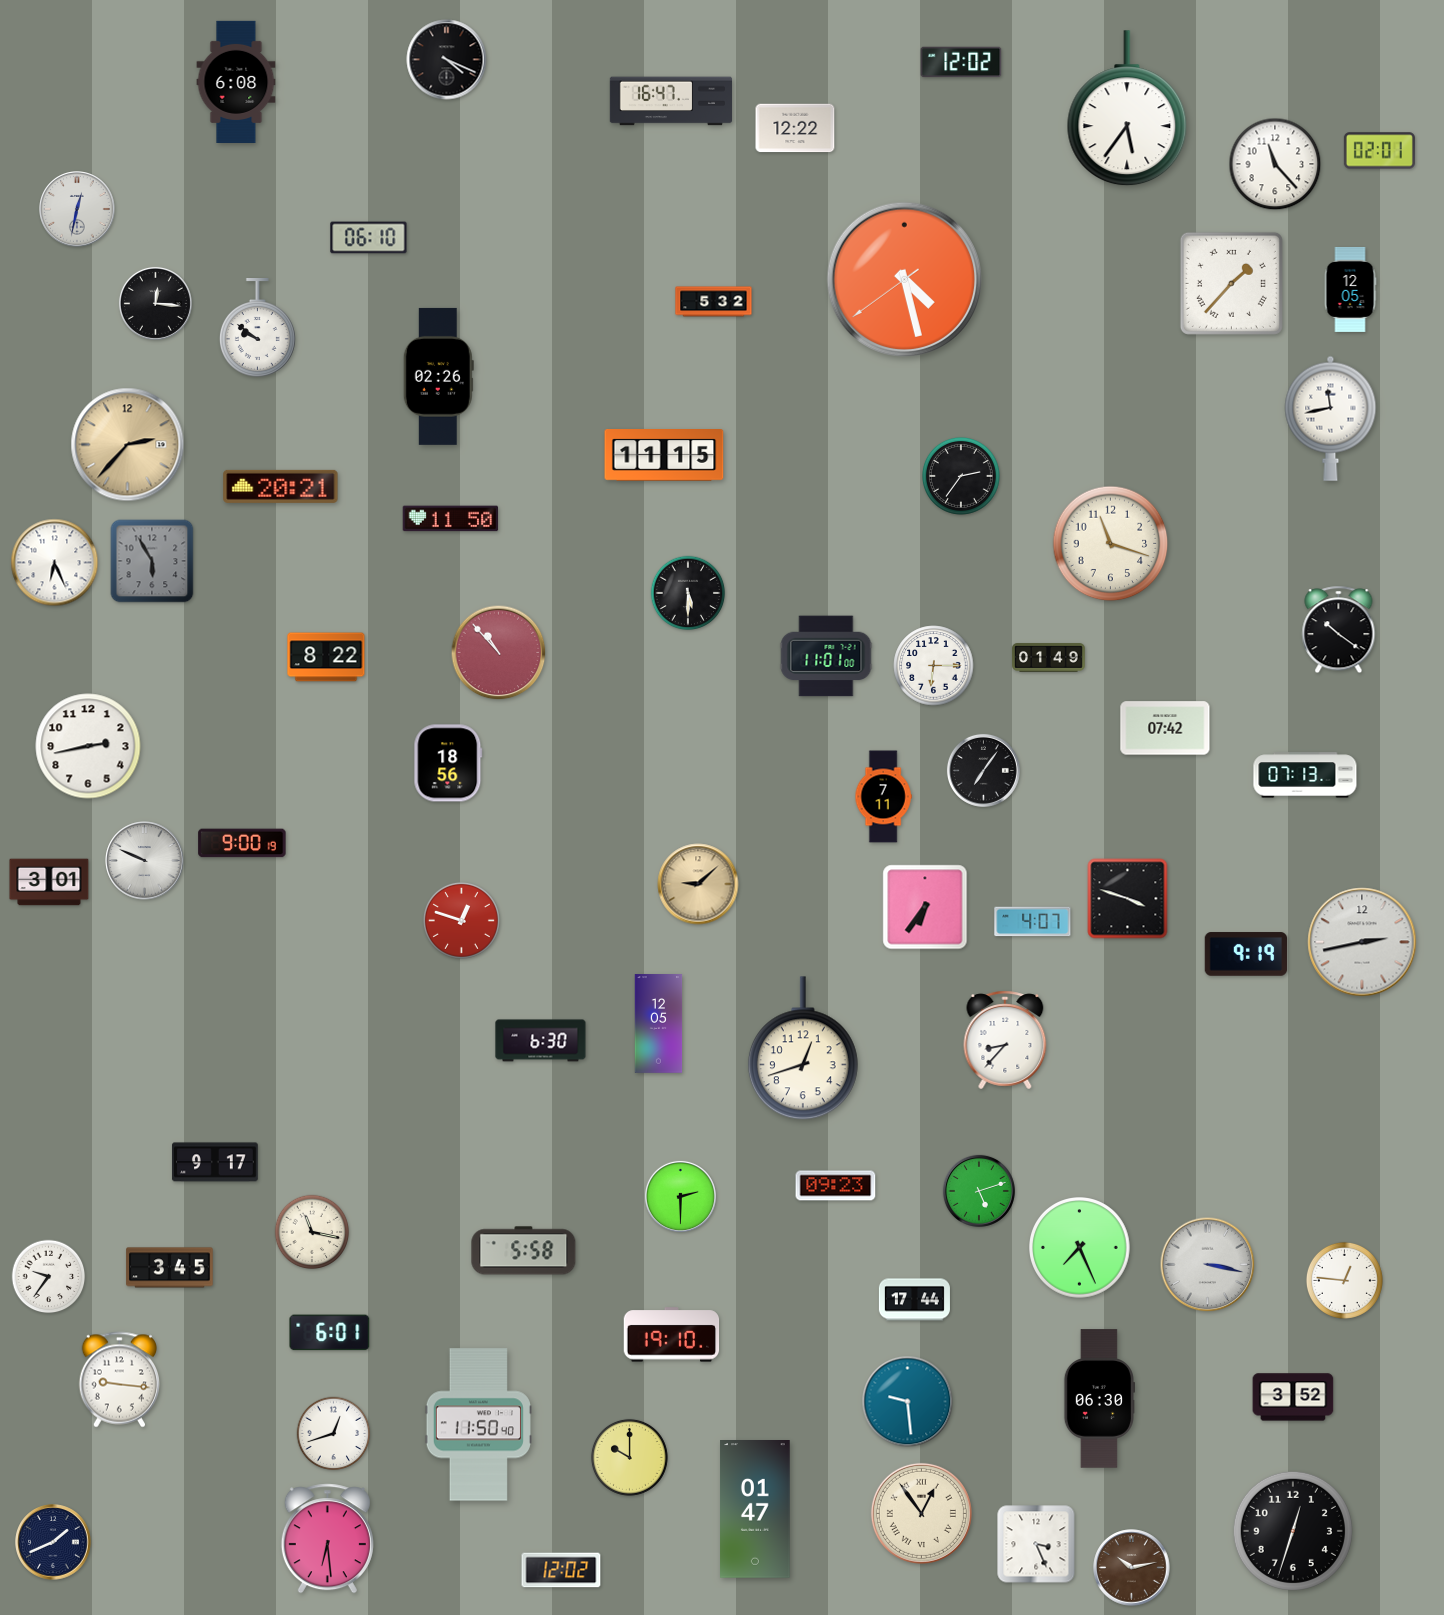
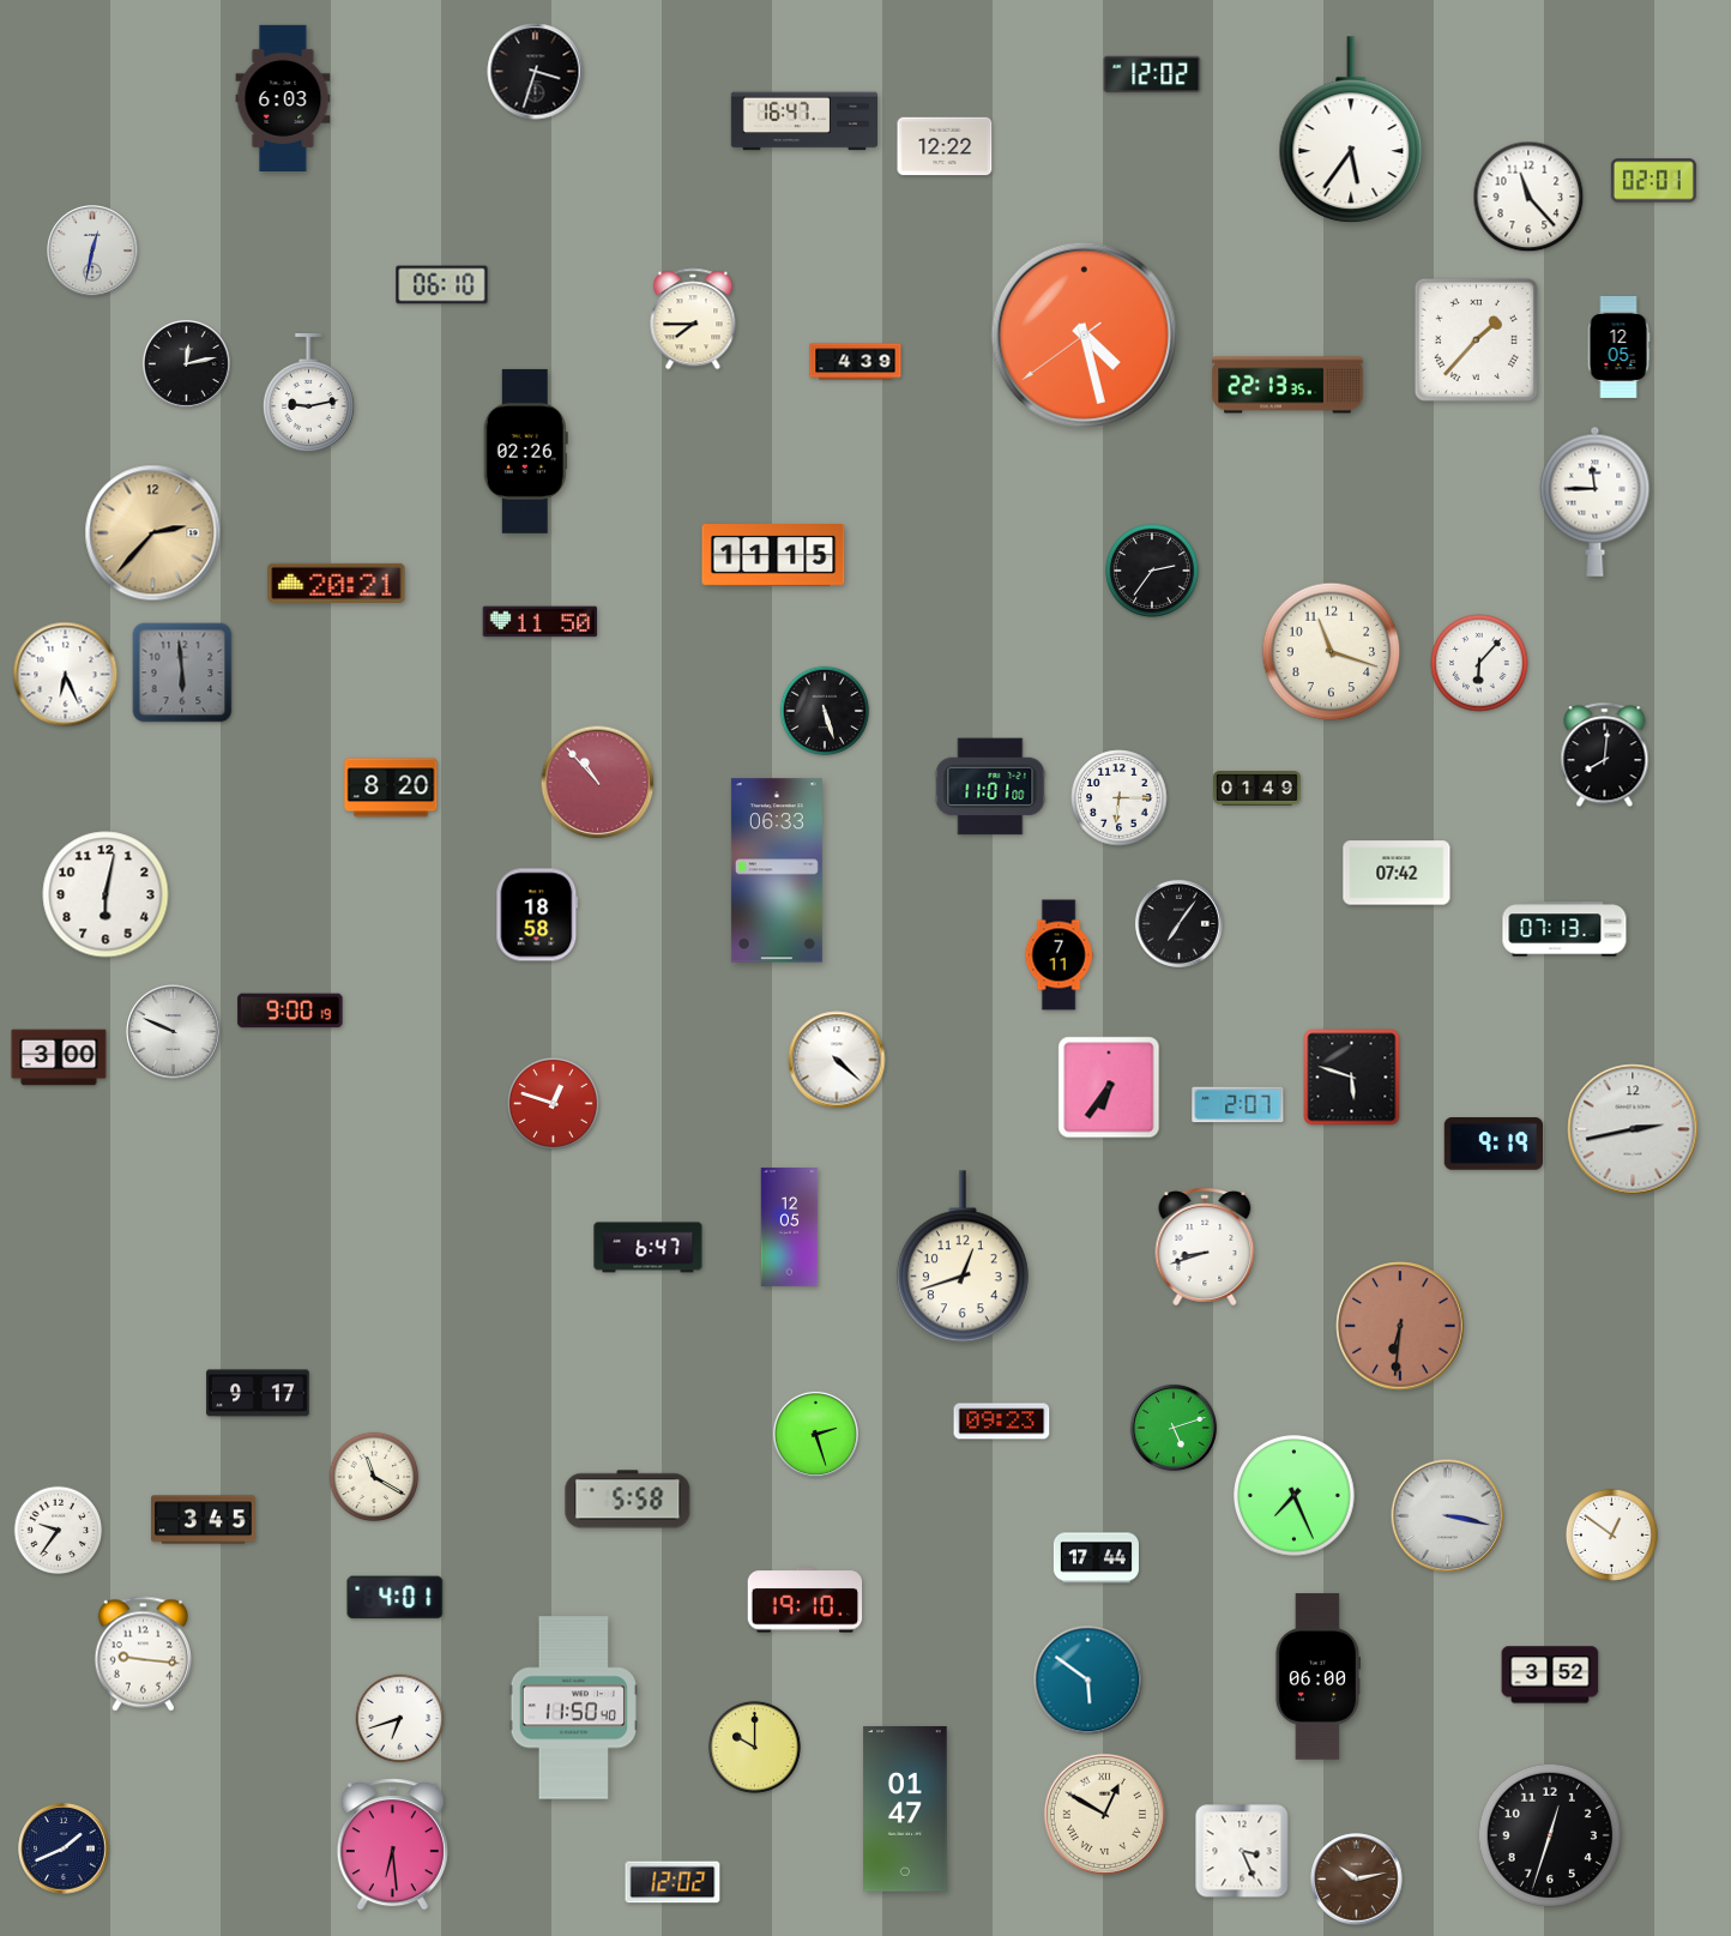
clock at (447, 60): 4:19 -> 3:33
clock at (236, 81): 6:08 -> 6:03
clock at (795, 128) position: (795, 128) -> (945, 146)
clock at (693, 319): none -> 7:45
clock at (714, 302): 5:32 -> 4:39
clock at (155, 303): 12:16 -> 12:13
clock at (1287, 385): none -> 22:13
clock at (257, 328): 9:51 -> 9:13
clock at (1331, 418): 11:43 -> 11:45
clock at (664, 455) position: (664, 455) -> (773, 555)
clock at (1479, 663): none -> 6:07
clock at (152, 561): 5:55 -> 5:59
clock at (688, 593): 5:30 -> 5:27
clock at (1339, 630): 10:21 -> 8:01
clock at (326, 657): 8:22 -> 8:20
clock at (777, 870): none -> 06:33
clock at (88, 746): 2:43 -> 6:02
clock at (448, 763): 18:56 -> 18:58
clock at (49, 882): 3:01 -> 3:00
clock at (698, 884): 9:08 -> 4:22
clock at (698, 884) dial: champagne -> white
clock at (1128, 899): 3:48 -> 5:48
clock at (1033, 922): 4:07 -> 2:07
clock at (1005, 1040): 8:37 -> 8:42
clock at (541, 1041): 6:30 -> 6:47
clock at (1400, 1326): none -> 6:31
clock at (680, 1196): 2:30 -> 2:27
clock at (312, 1232): 11:17 -> 11:20
clock at (1344, 1280): 12:46 -> 12:51
clock at (330, 1333): 6:01 -> 4:01
clock at (1098, 1399): 06:30 -> 06:00
clock at (908, 1402): 9:29 -> 5:51
clock at (334, 1434): 12:42 -> 6:42
clock at (921, 1513): 12:54 -> 12:50
